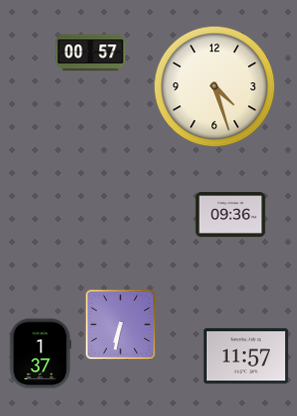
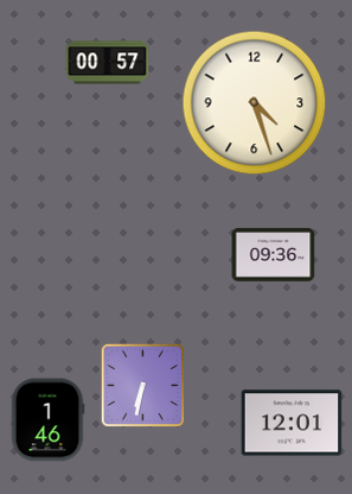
clock at (40, 354): 1:37 -> 1:46
clock at (246, 356): 11:57 -> 12:01
